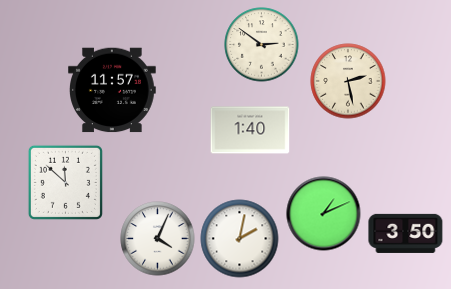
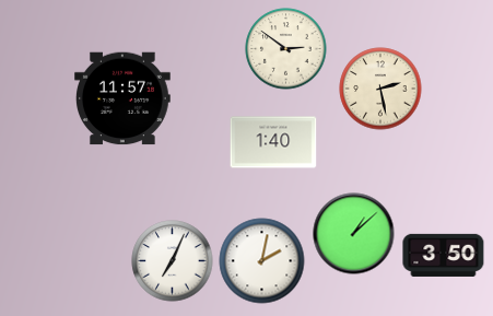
clock at (65, 182): 11:52 -> none
clock at (324, 214): 1:11 -> 1:08
clock at (158, 239): 4:04 -> 7:04
